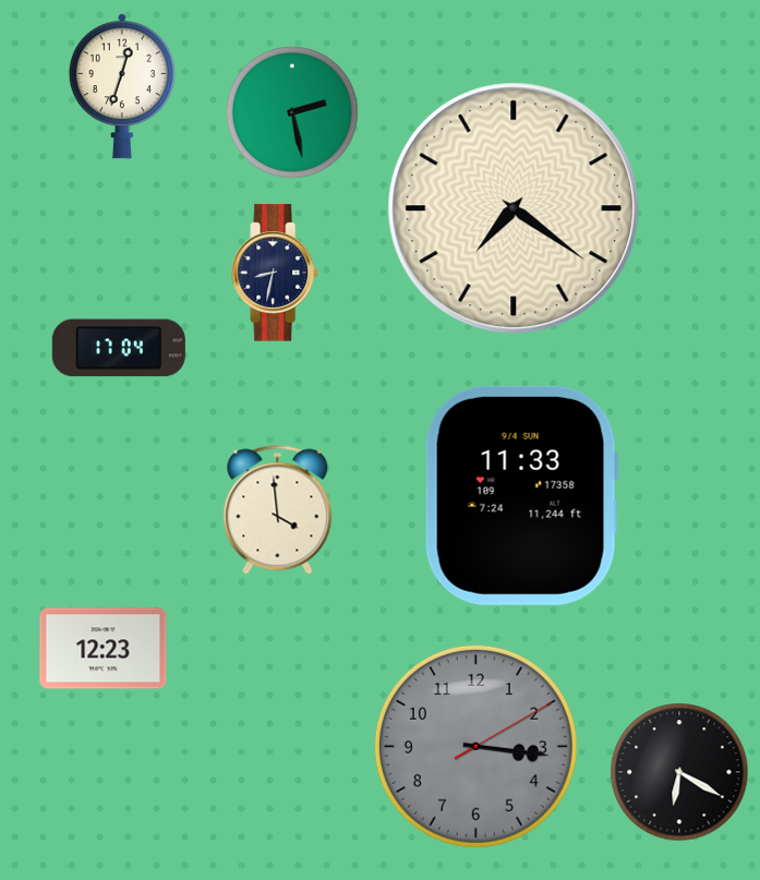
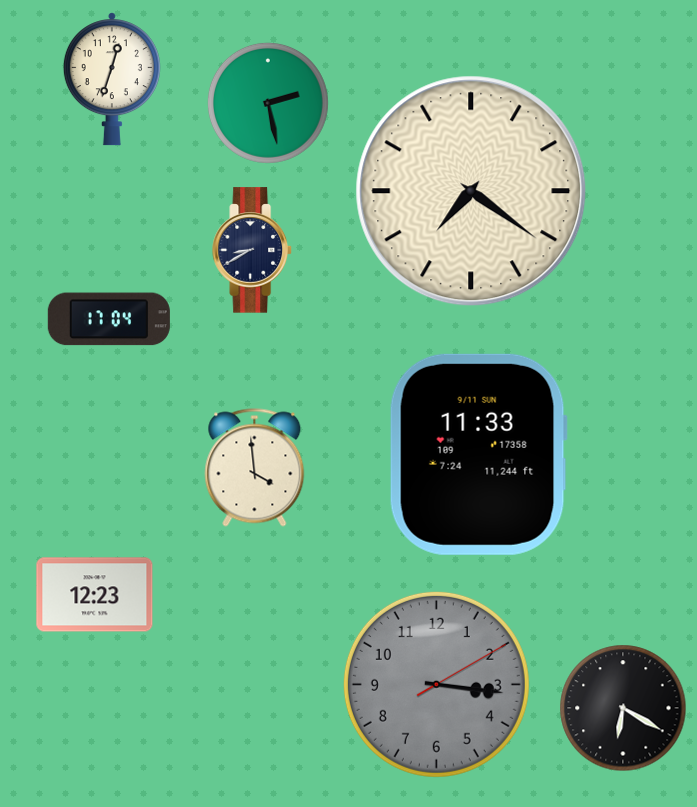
clock at (275, 273): 8:32 -> 8:40
clock at (521, 495) date: 9/4 SUN -> 9/11 SUN
